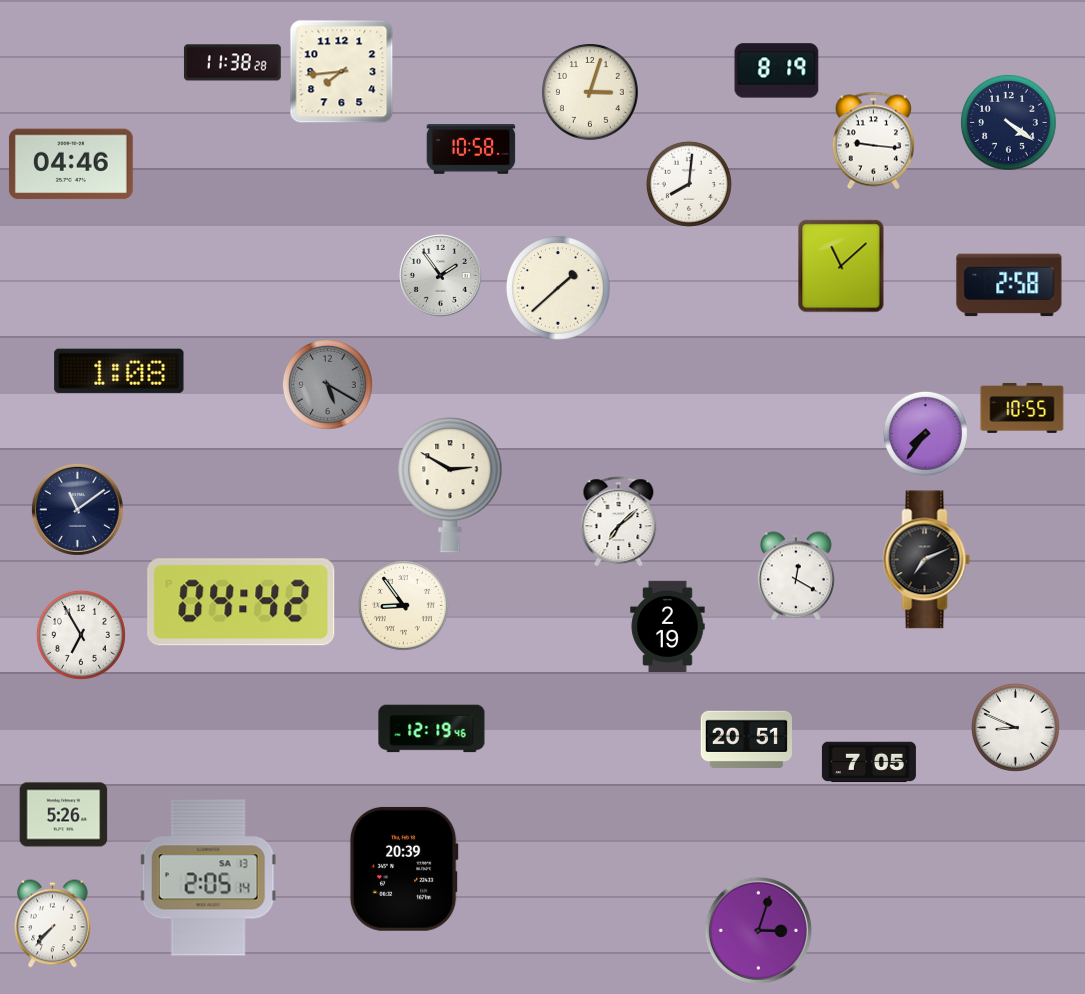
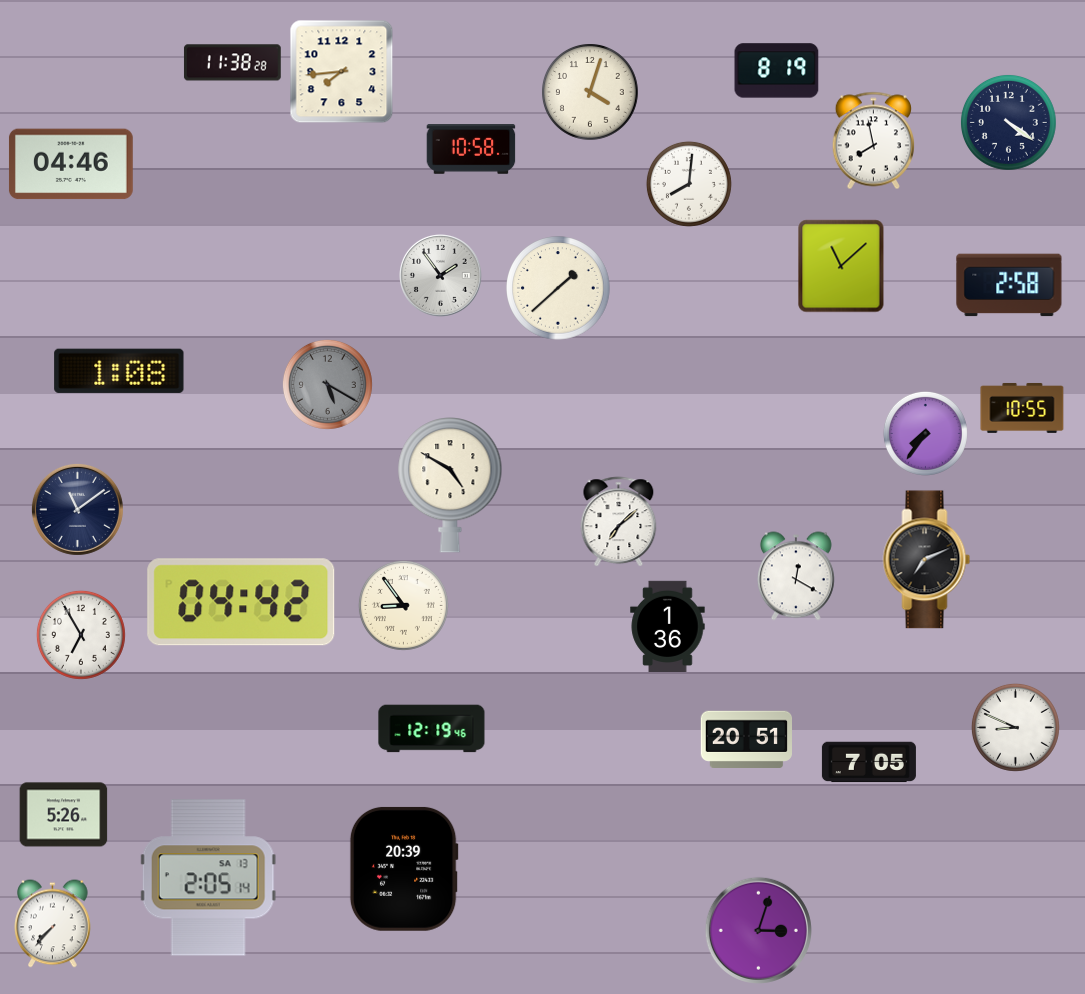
clock at (591, 93): 3:03 -> 4:03
clock at (873, 141): 9:16 -> 7:58
clock at (450, 486): 2:50 -> 4:50
clock at (668, 626): 2:19 -> 1:36
